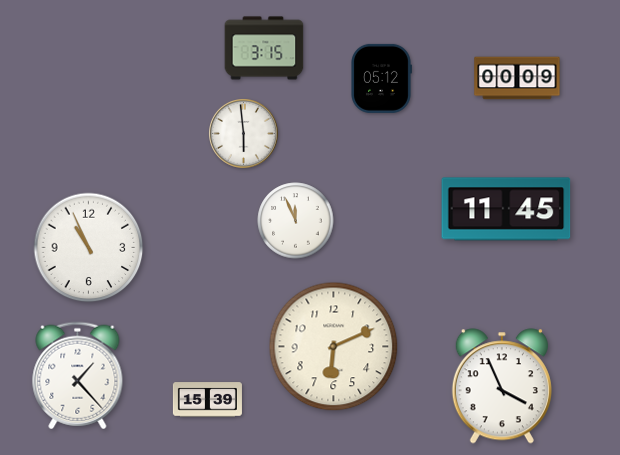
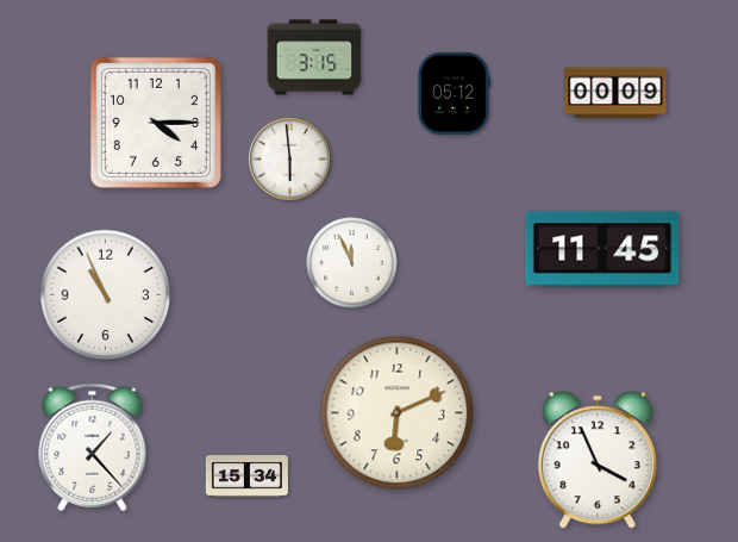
clock at (156, 123): none -> 4:15
clock at (207, 400): 15:39 -> 15:34
